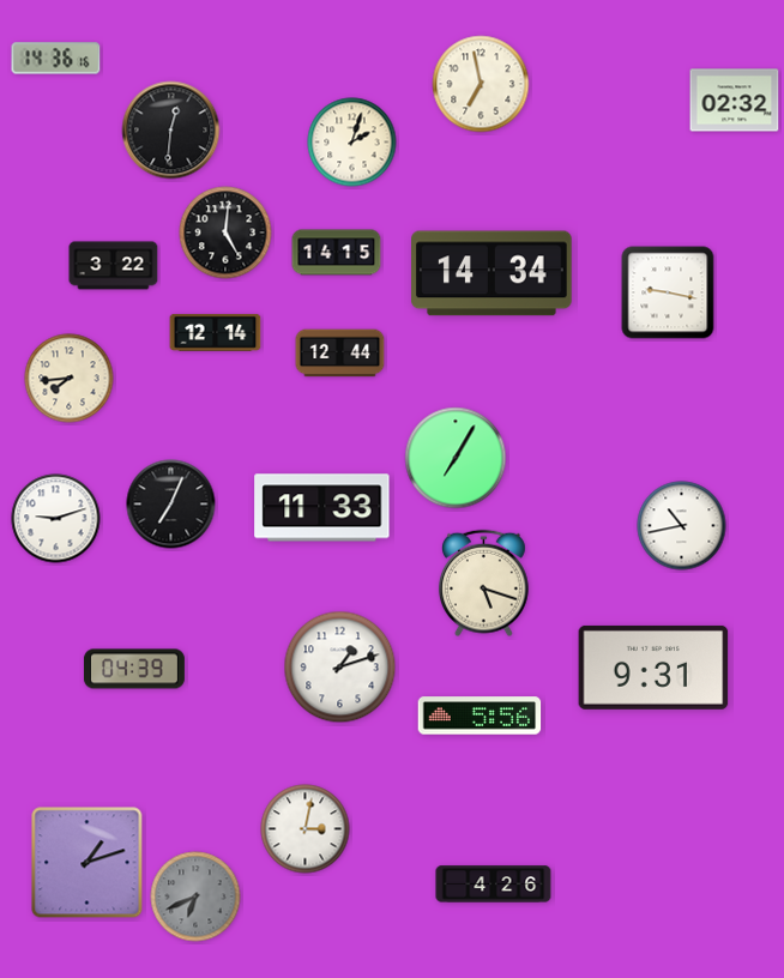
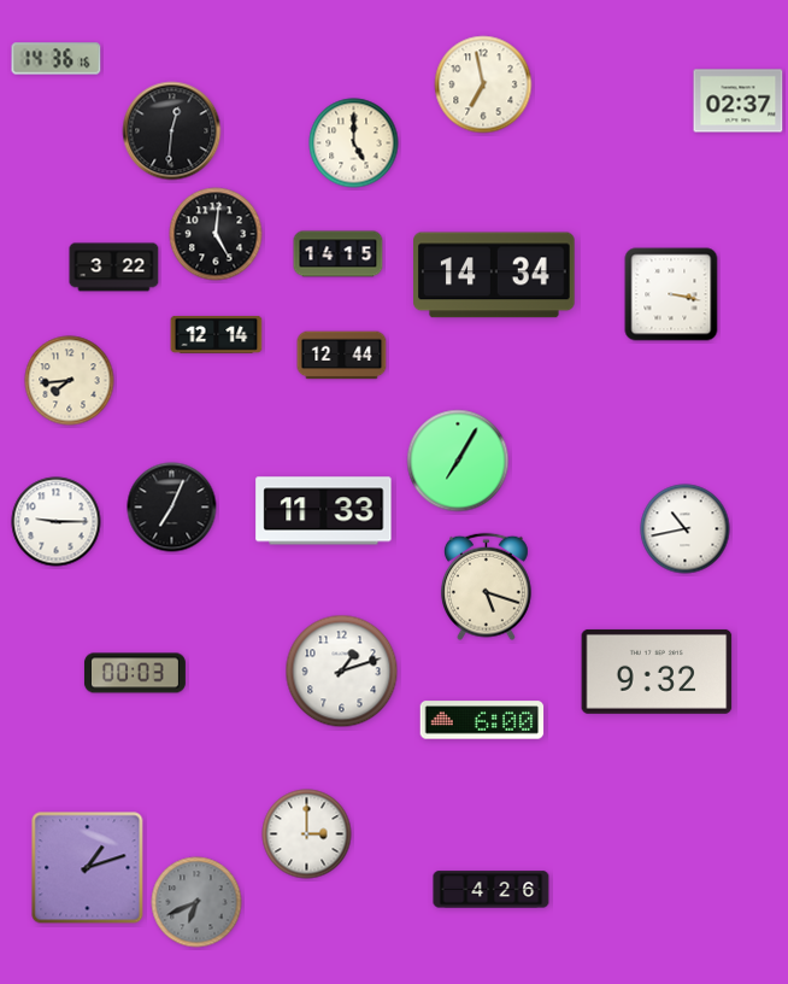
clock at (735, 101): 02:32 -> 02:37
clock at (352, 143): 2:03 -> 5:00
clock at (225, 233) position: (225, 233) -> (216, 234)
clock at (668, 292): 9:17 -> 3:17
clock at (56, 519): 9:12 -> 9:15
clock at (653, 668): 9:31 -> 9:32
clock at (134, 669): 04:39 -> 00:03
clock at (480, 716): 5:56 -> 6:00
clock at (306, 829): 3:02 -> 3:00
clock at (494, 885) position: (494, 885) -> (492, 890)
